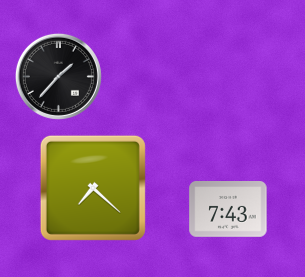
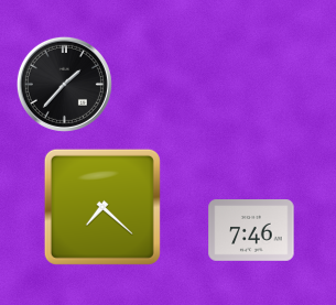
clock at (228, 209): 7:43 -> 7:46
